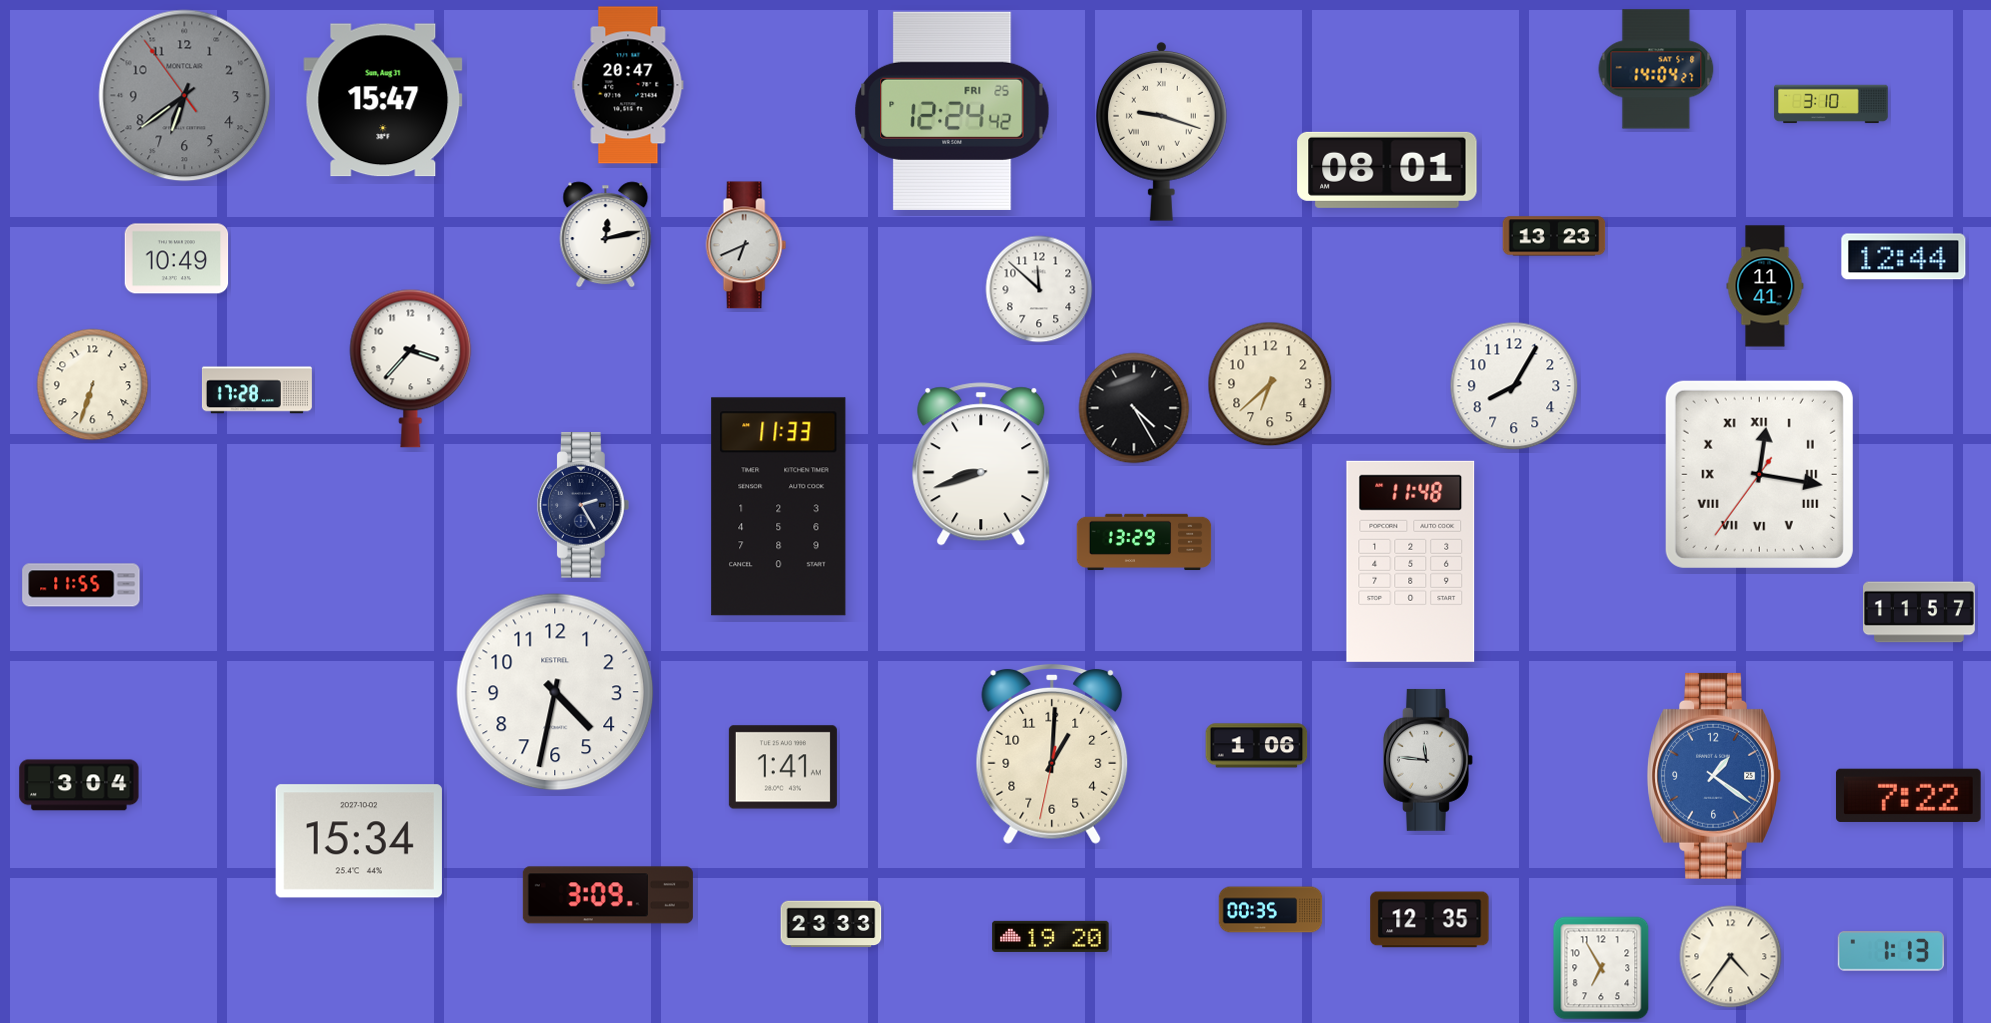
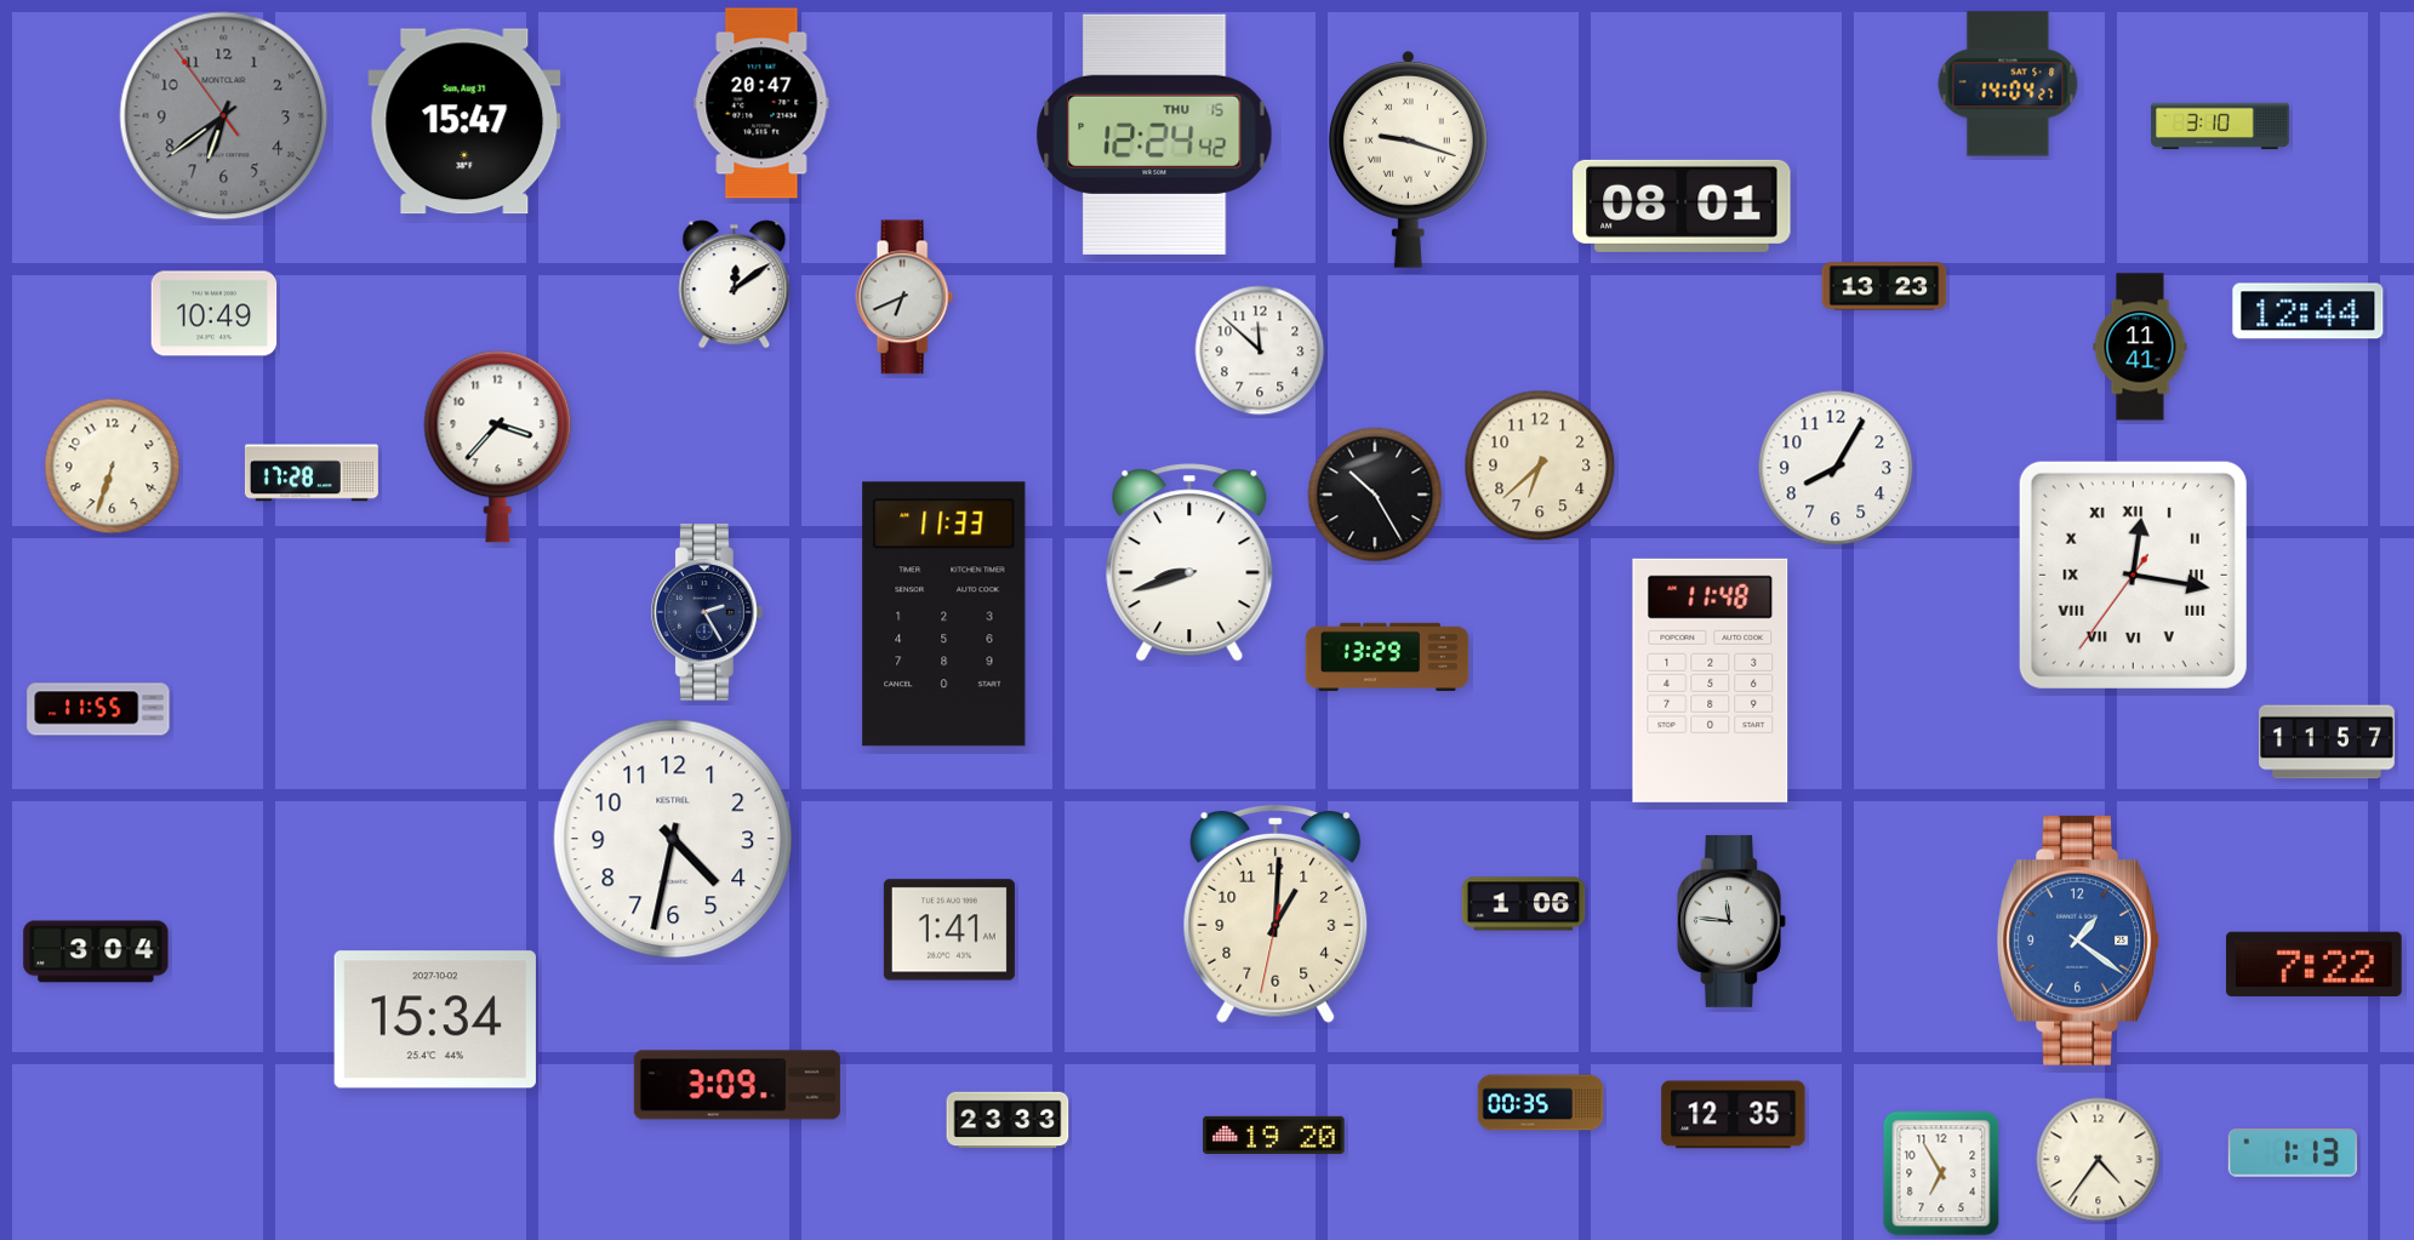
clock at (952, 111) date: FRI 25 -> THU 15
clock at (606, 235): 12:13 -> 12:09
clock at (1134, 408): 4:25 -> 10:25
